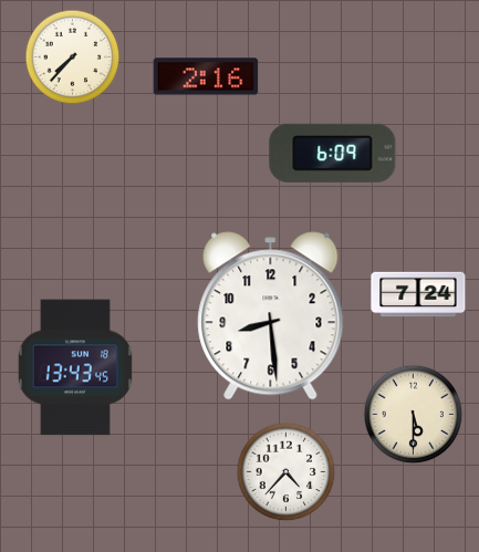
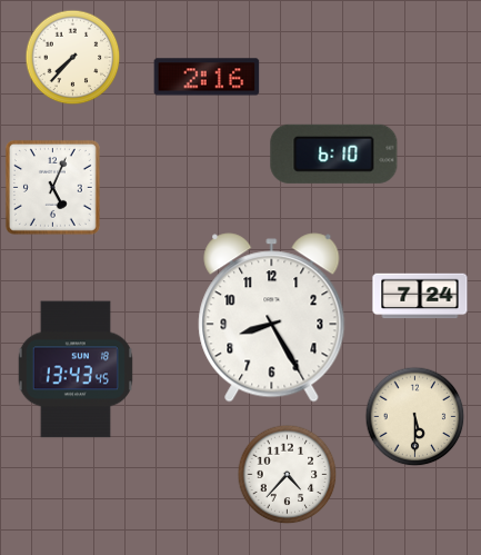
clock at (333, 153): 6:09 -> 6:10
clock at (52, 187): none -> 5:04
clock at (271, 316): 8:29 -> 8:25
